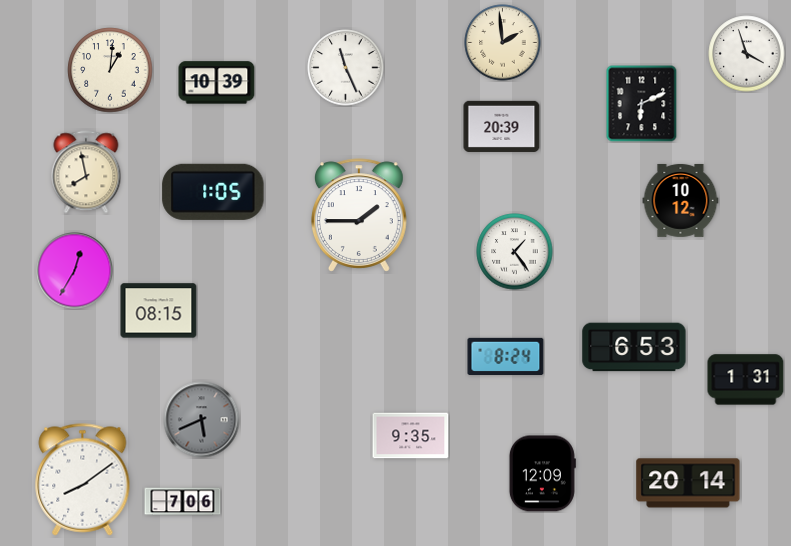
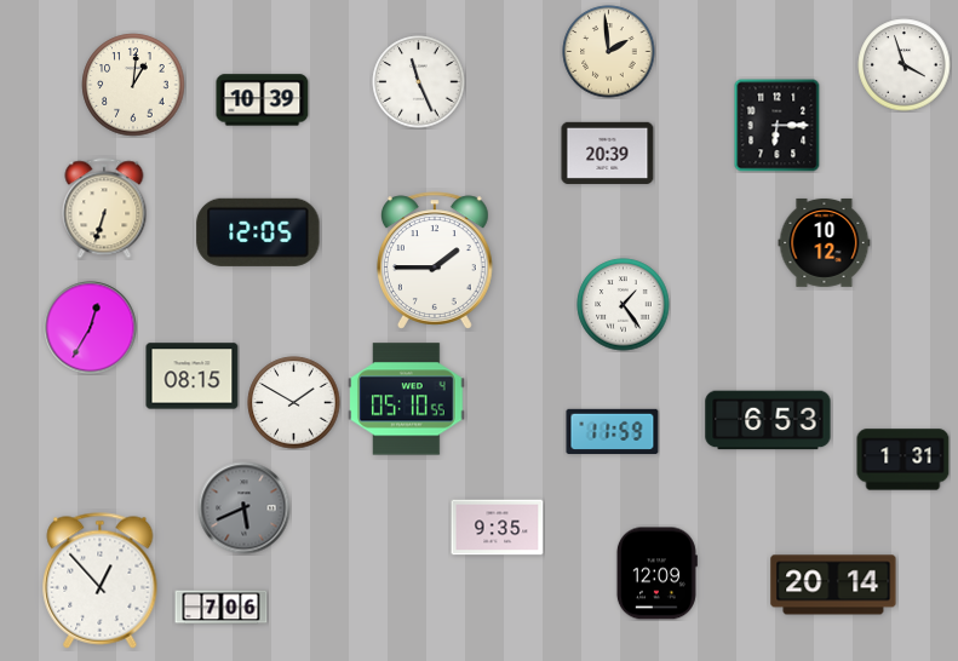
clock at (642, 103): 6:11 -> 6:15
clock at (86, 172): 7:58 -> 6:33
clock at (213, 192): 1:05 -> 12:05
clock at (407, 400): none -> 05:10
clock at (294, 403): none -> 1:50
clock at (506, 356): 8:24 -> 11:59
clock at (83, 480): 8:09 -> 12:53
